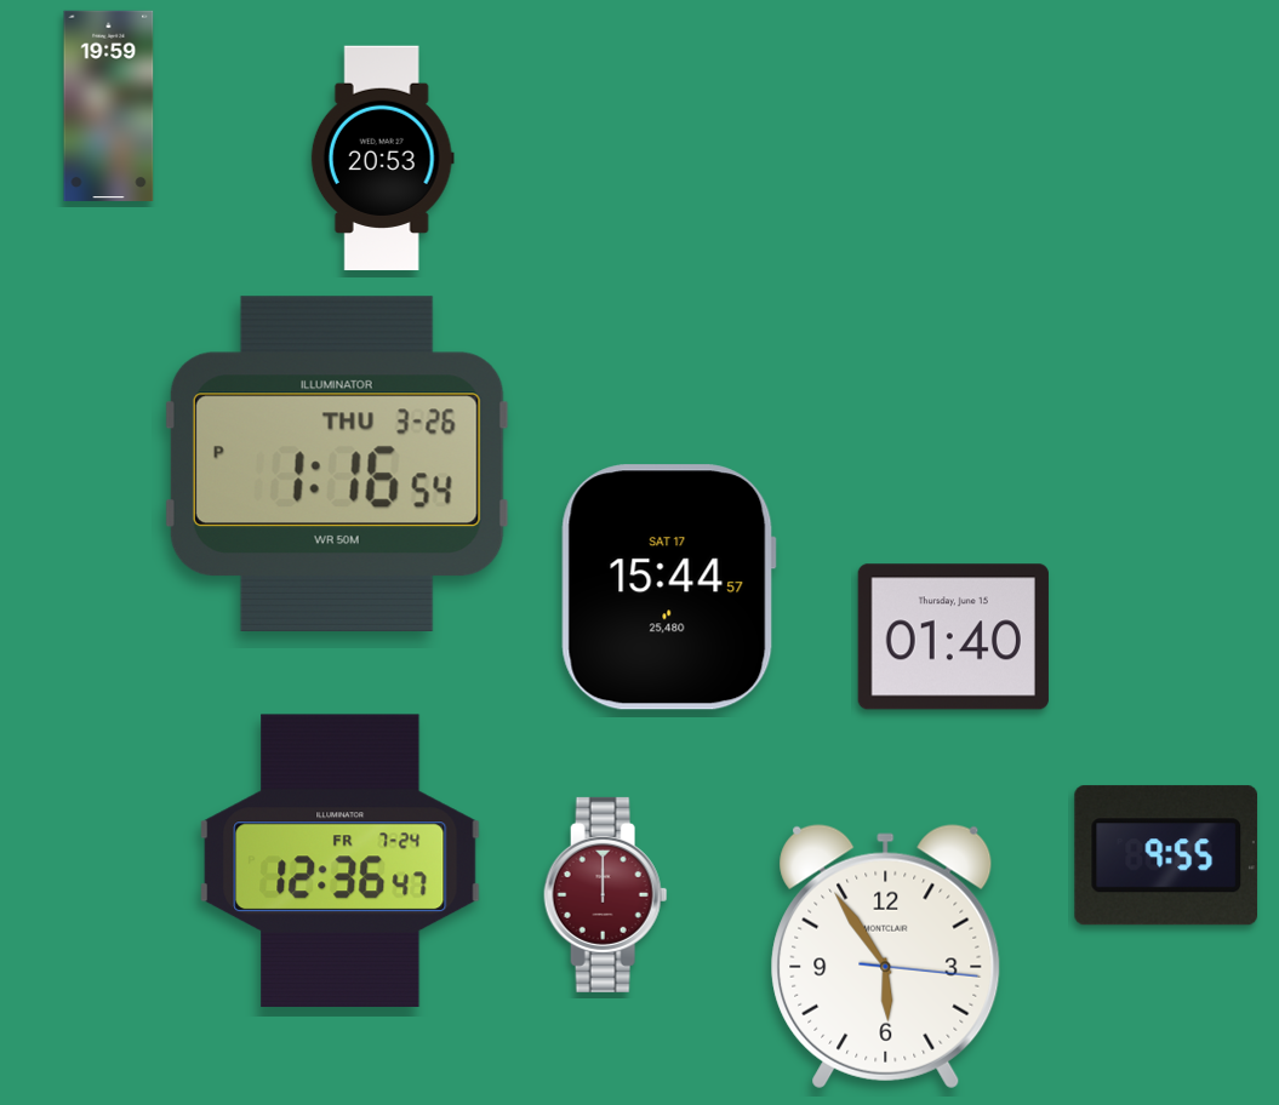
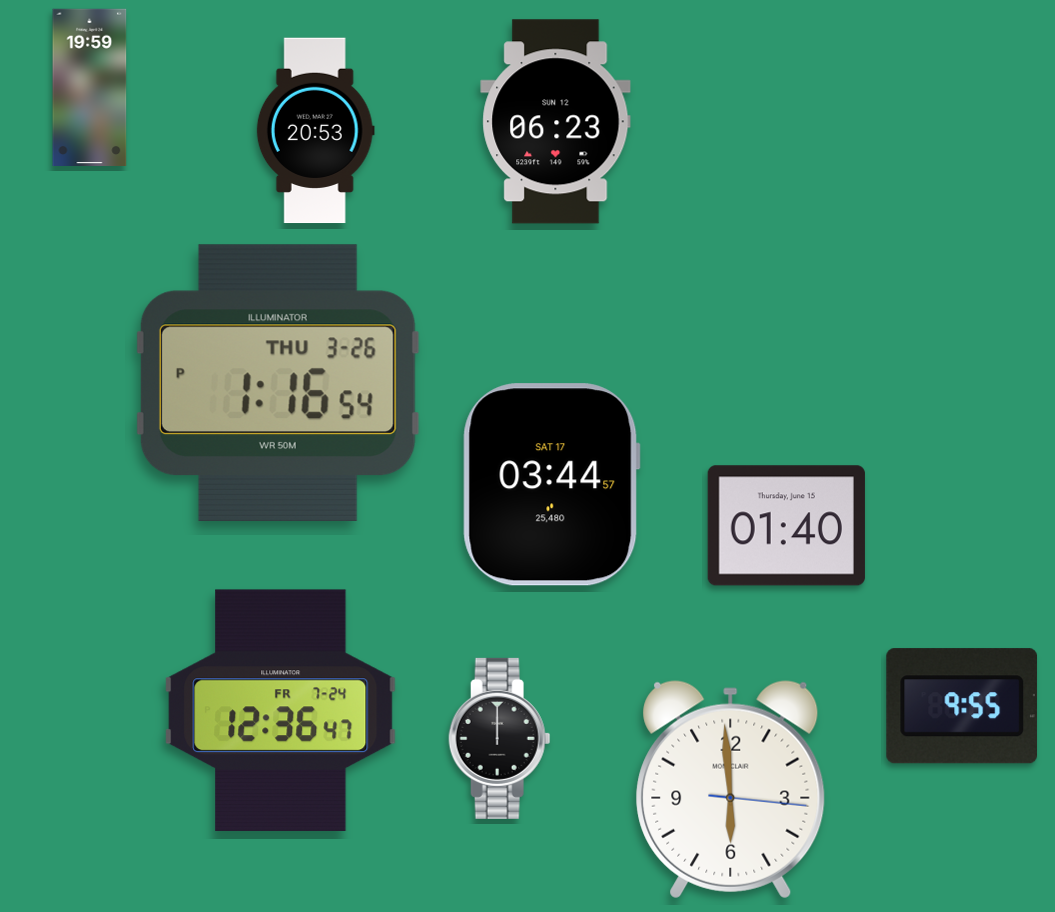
clock at (556, 122): none -> 06:23
clock at (668, 588): 15:44 -> 03:44
clock at (606, 894) dial: burgundy -> black
clock at (886, 957): 5:54 -> 5:59
